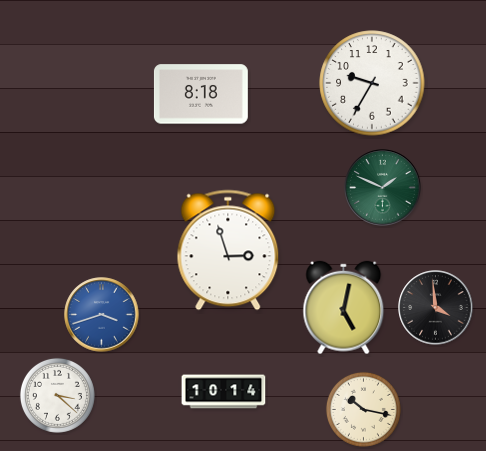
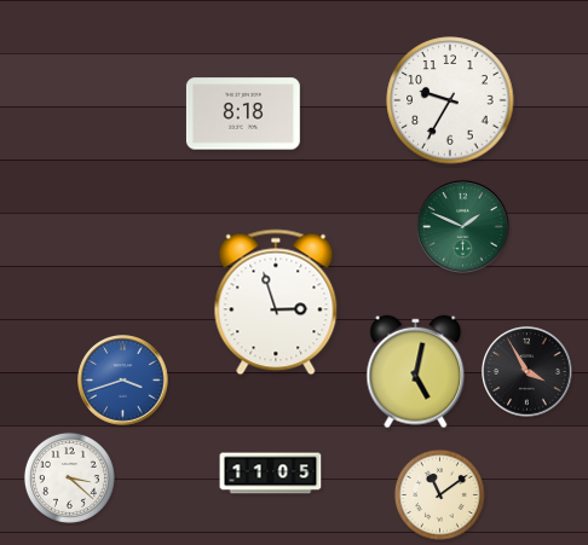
clock at (436, 308): 3:59 -> 3:55
clock at (224, 392): 10:14 -> 11:05
clock at (363, 409): 10:17 -> 11:09
